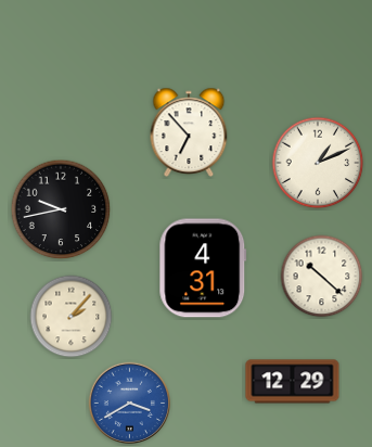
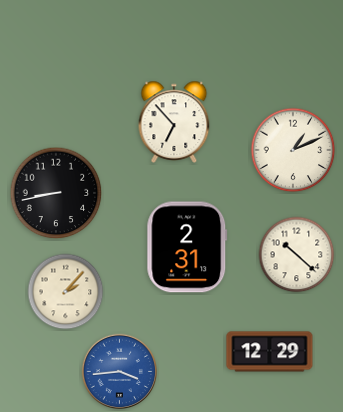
clock at (61, 209): 9:43 -> 8:43
clock at (203, 268): 4:31 -> 2:31
clock at (130, 404): 3:40 -> 3:44
